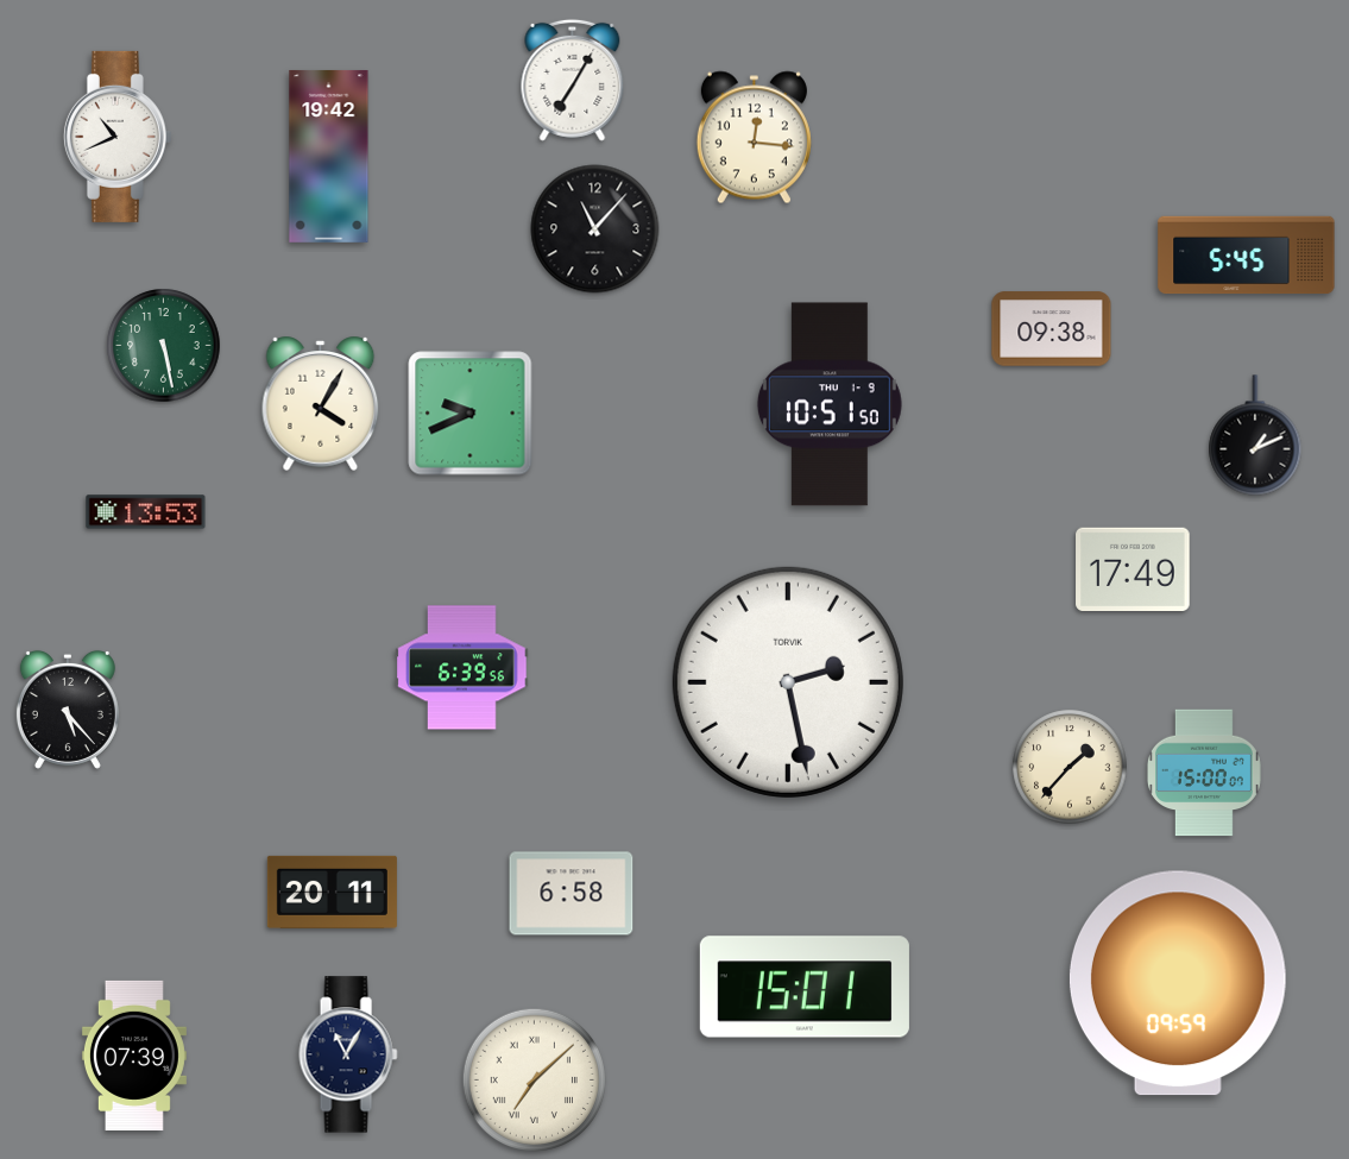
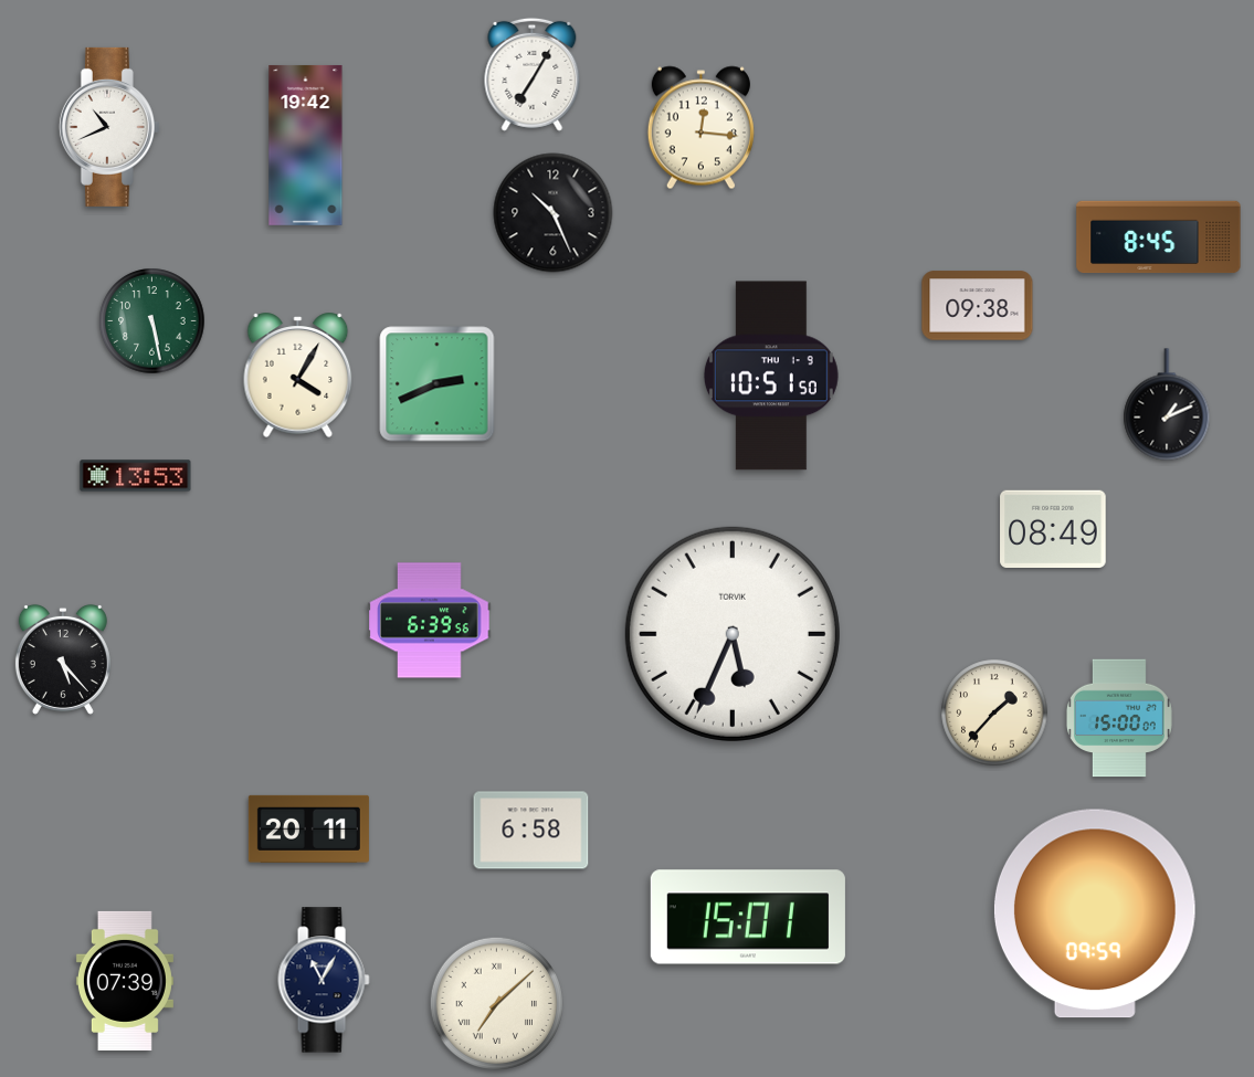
clock at (595, 229): 11:07 -> 10:26
clock at (1247, 256): 5:45 -> 8:45
clock at (471, 414): 9:41 -> 2:41
clock at (1133, 568): 17:49 -> 08:49
clock at (788, 682): 2:28 -> 5:34
